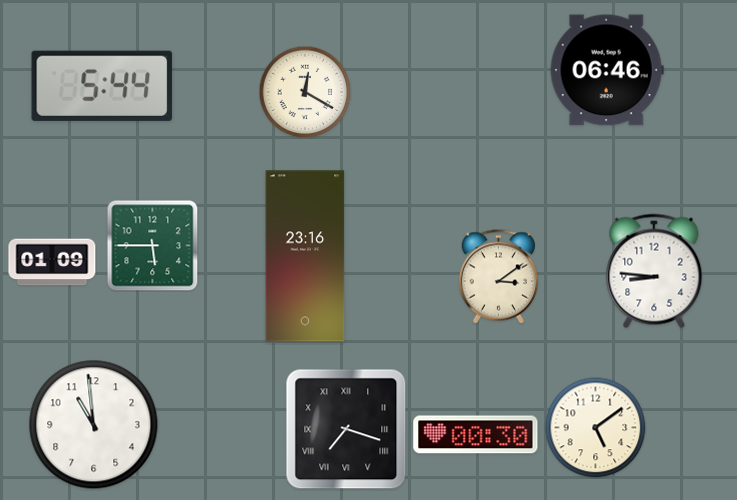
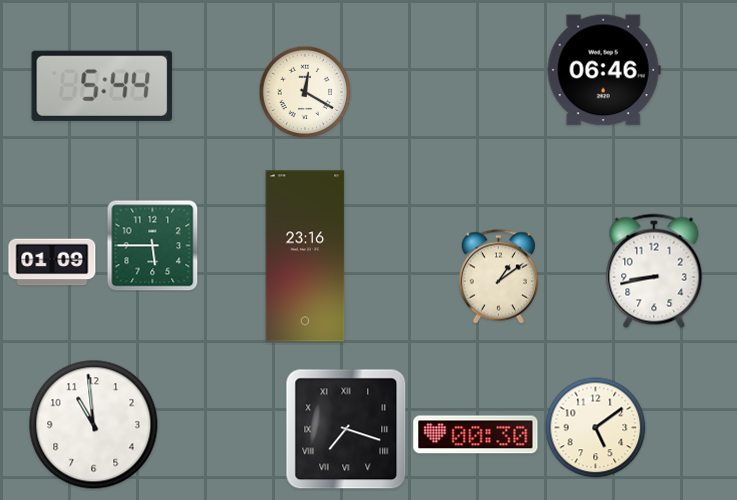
clock at (607, 70) position: (607, 70) -> (604, 70)
clock at (654, 271): 8:46 -> 8:43
clock at (498, 277): 3:09 -> 1:09
